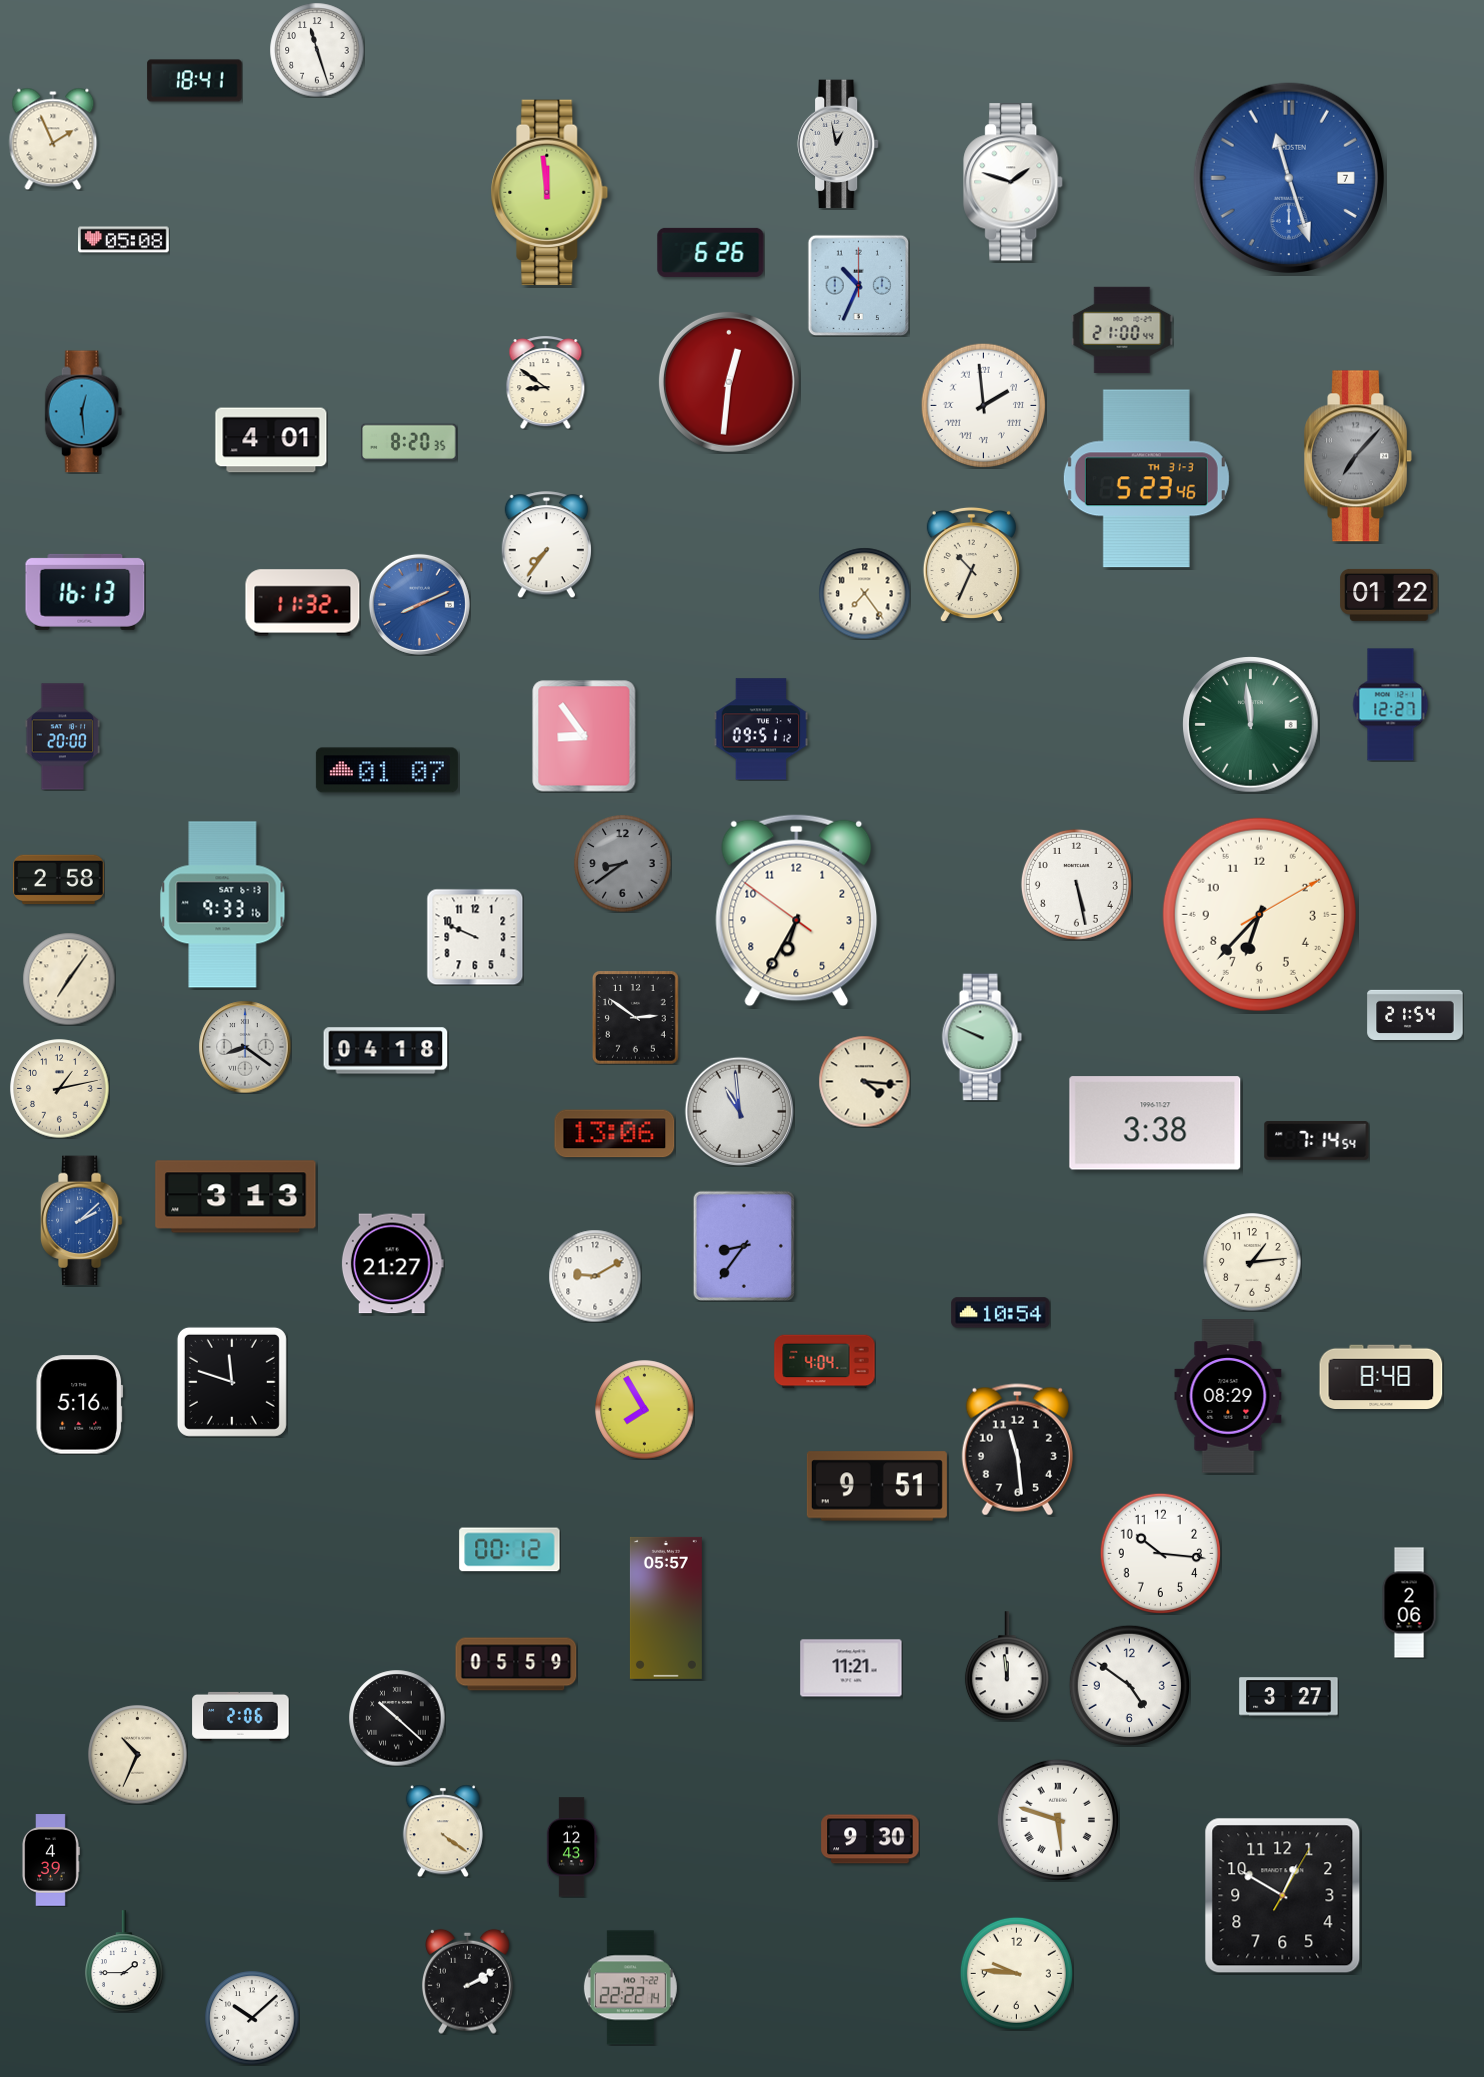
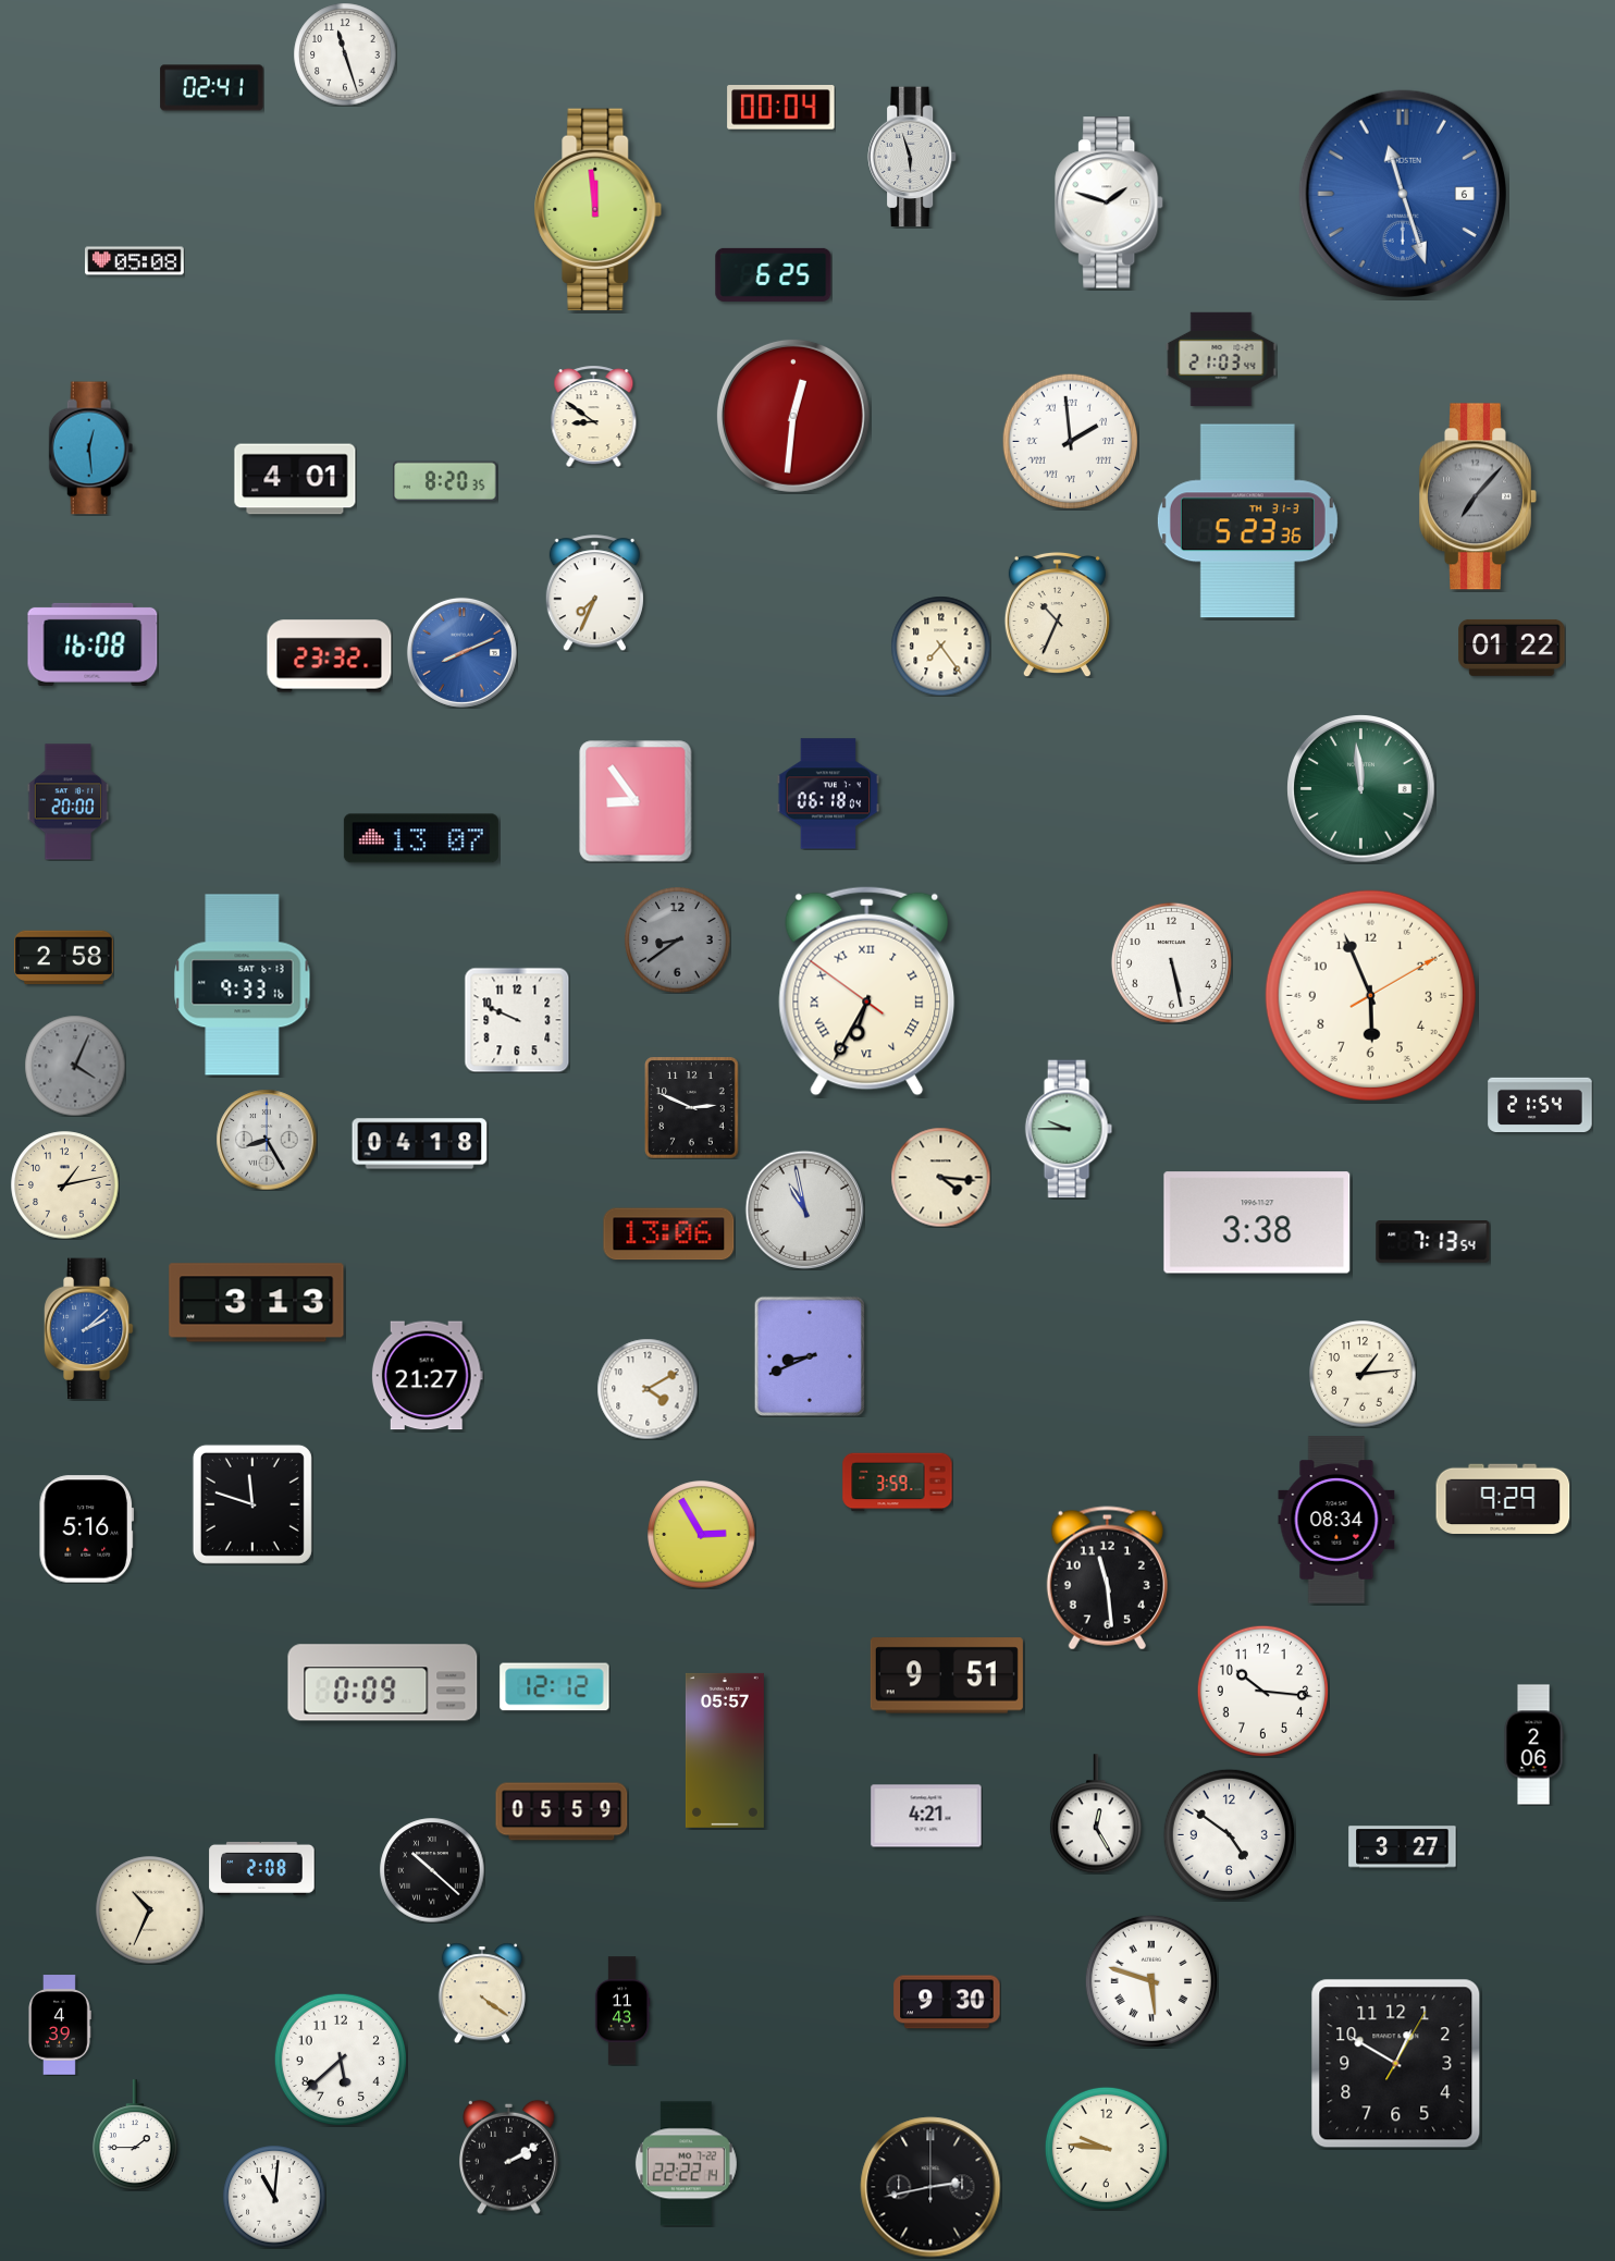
clock at (195, 81): 18:41 -> 02:41
clock at (781, 108): none -> 00:04
clock at (53, 139): 1:56 -> none
clock at (838, 144): 12:58 -> 5:57
clock at (1289, 178) date: 7 -> 6
clock at (1014, 182) position: (1014, 182) -> (1110, 202)
clock at (711, 252): 6:26 -> 6:25
clock at (858, 285): 10:34 -> none
clock at (1122, 329): 21:00 -> 21:03
clock at (1146, 479): 5:23:46 -> 5:23:36
clock at (546, 545): 7:36 -> 7:34
clock at (85, 592): 16:13 -> 16:08
clock at (303, 603): 11:32 -> 23:32
clock at (419, 604) position: (419, 604) -> (461, 652)
clock at (1391, 705): 12:27 -> none
clock at (761, 729): 09:51 -> 06:18
clock at (387, 770): 01:07 -> 13:07
clock at (797, 910) numerals: Arabic -> Roman
clock at (1259, 914): 6:37 -> 5:56
clock at (69, 979): 7:06 -> 4:04
clock at (69, 979) dial: cream -> grey
clock at (636, 1018): 2:51 -> 2:49
clock at (982, 1037): 9:49 -> 9:45
clock at (245, 1047): 8:21 -> 8:25
clock at (739, 1111): 10:59 -> 10:58
clock at (1317, 1141): 7:14 -> 7:13
clock at (744, 1246): 8:36 -> 8:41
clock at (595, 1276): 9:10 -> 4:10
clock at (1001, 1313): 10:54 -> none
clock at (825, 1362): 4:04 -> 3:59
clock at (1381, 1376): 8:48 -> 9:29
clock at (1228, 1396): 08:29 -> 08:34
clock at (645, 1410): 7:55 -> 2:55
clock at (877, 1486) position: (877, 1486) -> (947, 1675)
clock at (383, 1683): none -> 0:09
clock at (510, 1550): 00:12 -> 12:12
clock at (1007, 1666): 11:59 -> 12:25
clock at (851, 1668): 11:21 -> 4:21
clock at (241, 1716): 2:06 -> 2:08
clock at (572, 1847): 12:43 -> 11:43
clock at (51, 1860) position: (51, 1860) -> (60, 2025)
clock at (341, 2060): none -> 5:38
clock at (930, 2187): none -> 2:43
clock at (252, 2018): 10:08 -> 11:01
